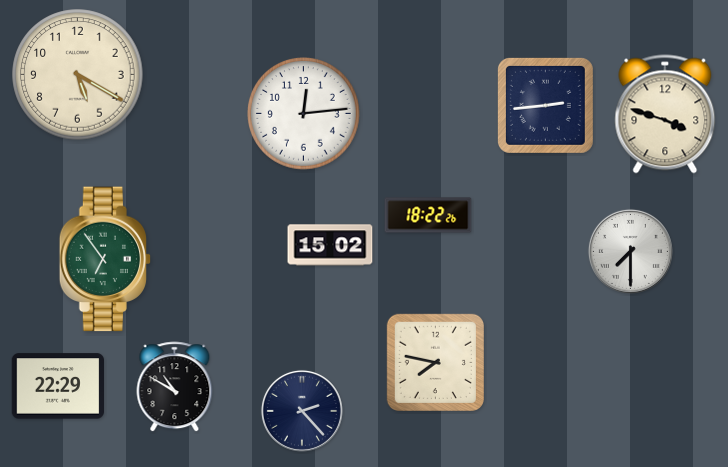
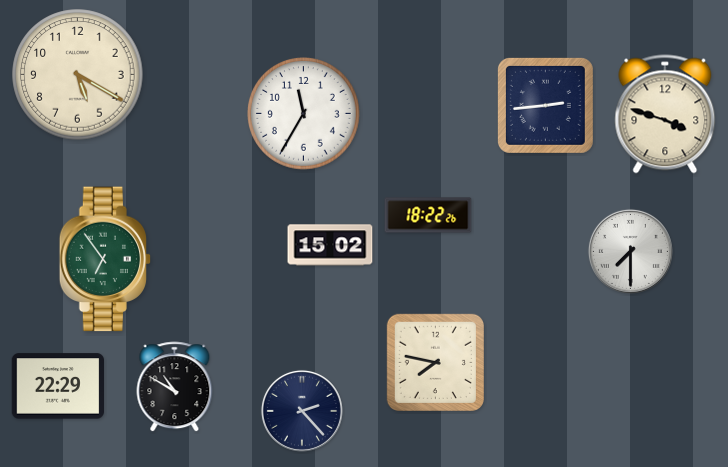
clock at (304, 114): 12:14 -> 11:35
